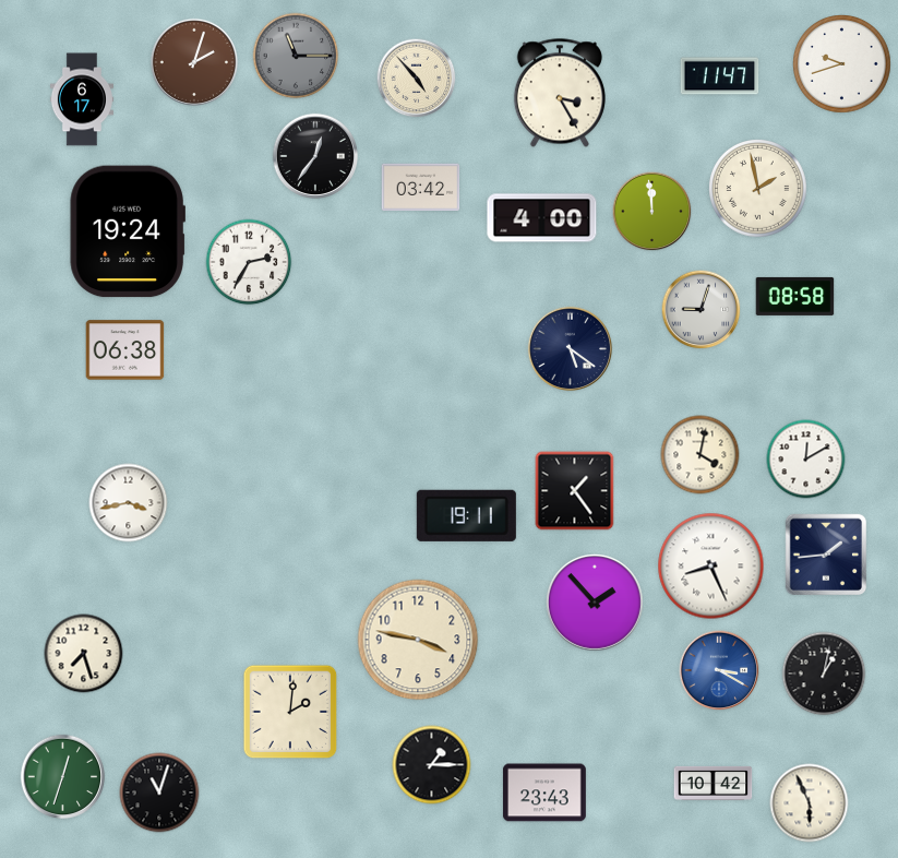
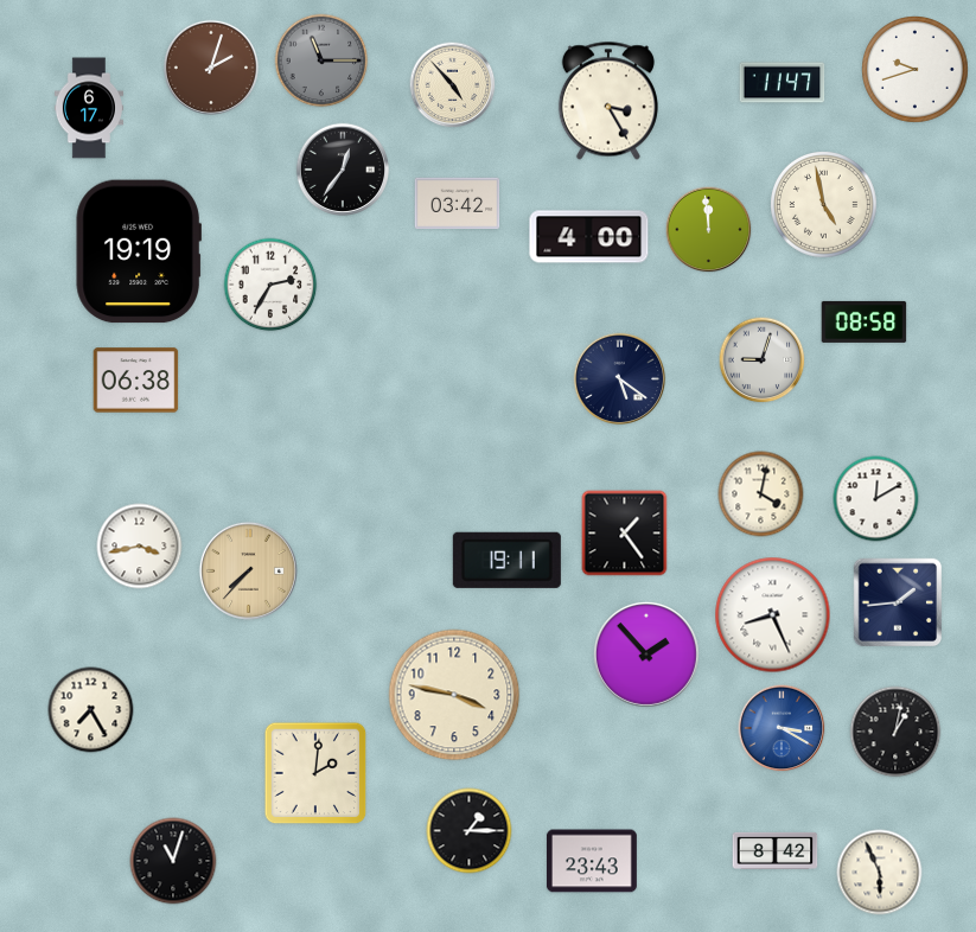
clock at (758, 189): 1:58 -> 4:58
clock at (128, 231): 19:24 -> 19:19
clock at (702, 310) position: (702, 310) -> (763, 360)
clock at (248, 570): none -> 7:37
clock at (84, 654): 7:27 -> 7:25
clock at (63, 777): 12:33 -> none
clock at (714, 783): 10:42 -> 8:42
